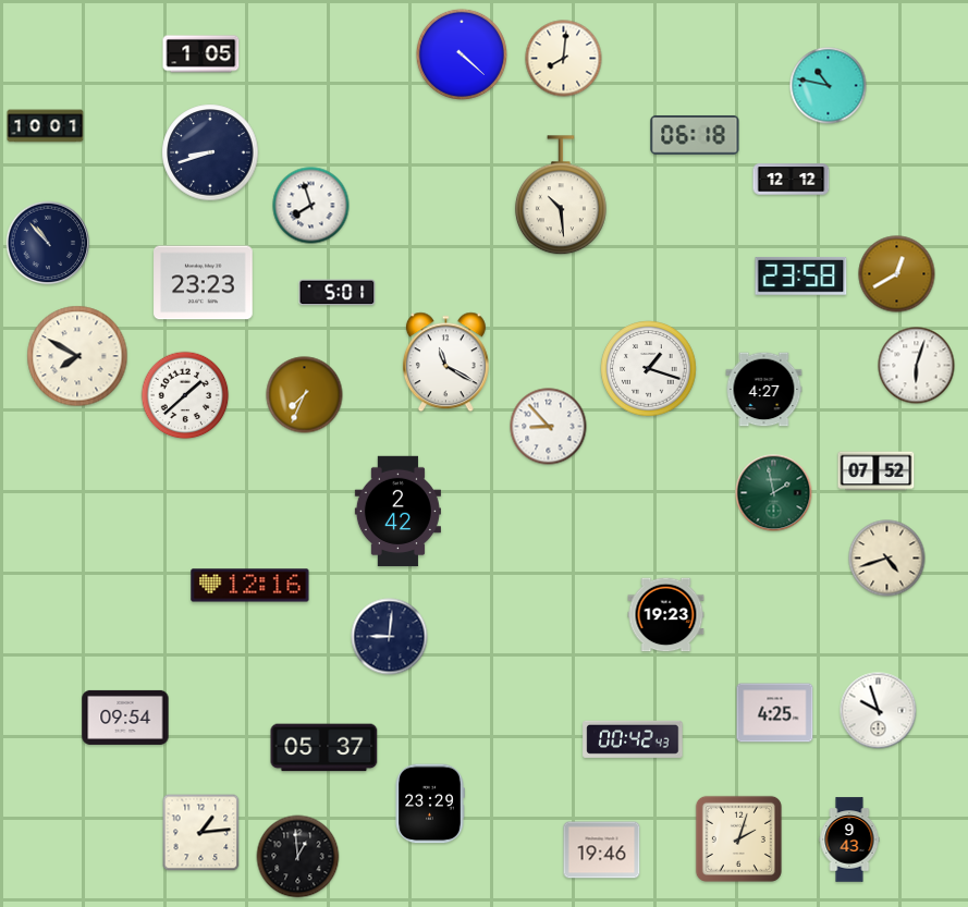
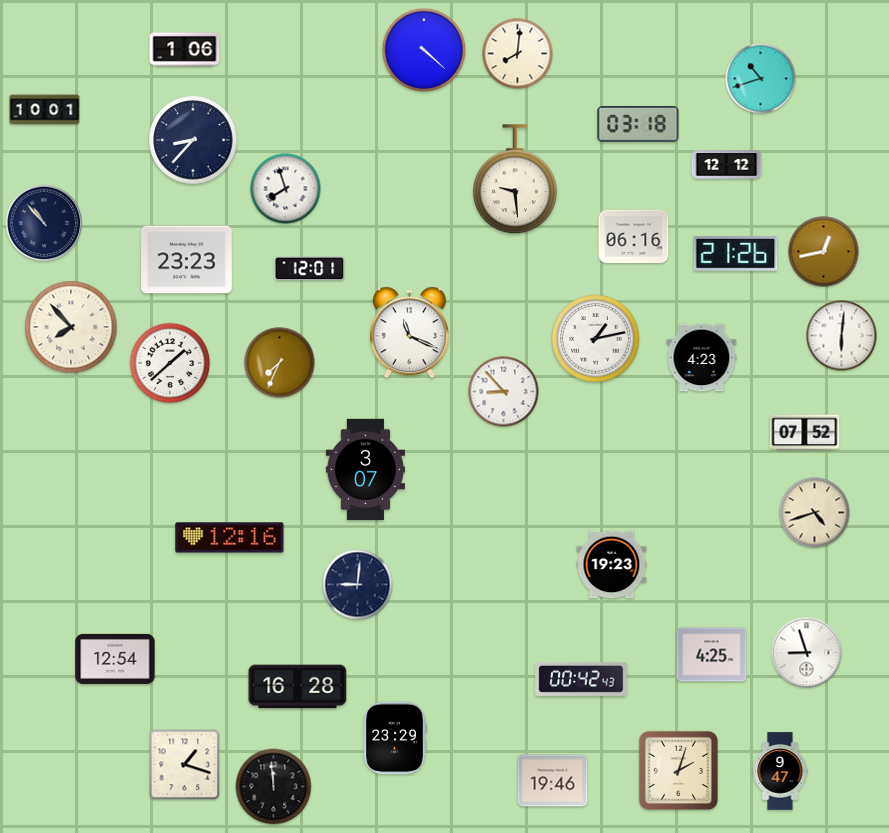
clock at (201, 54): 1:05 -> 1:06
clock at (829, 86): 10:47 -> 10:42
clock at (46, 126) position: (46, 126) -> (45, 110)
clock at (695, 135): 06:18 -> 03:18
clock at (210, 152): 8:42 -> 8:37
clock at (561, 196): 10:29 -> 9:29
clock at (634, 236): none -> 06:16
clock at (897, 274): 12:40 -> 12:43
clock at (801, 275): 23:58 -> 21:26
clock at (338, 293): 5:01 -> 12:01
clock at (77, 356): 7:50 -> 7:53
clock at (445, 363): 11:20 -> 11:19
clock at (917, 366): 6:03 -> 6:01
clock at (649, 369): 1:18 -> 1:13
clock at (764, 390): 4:27 -> 4:23
clock at (774, 493): 1:58 -> none
clock at (397, 512): 2:42 -> 3:07
clock at (879, 711): 9:57 -> 8:57
clock at (125, 718): 09:54 -> 12:54
clock at (324, 748): 05:37 -> 16:28
clock at (201, 833): 1:14 -> 1:18
clock at (849, 839): 9:43 -> 9:47
clock at (298, 857): 12:59 -> 11:59
